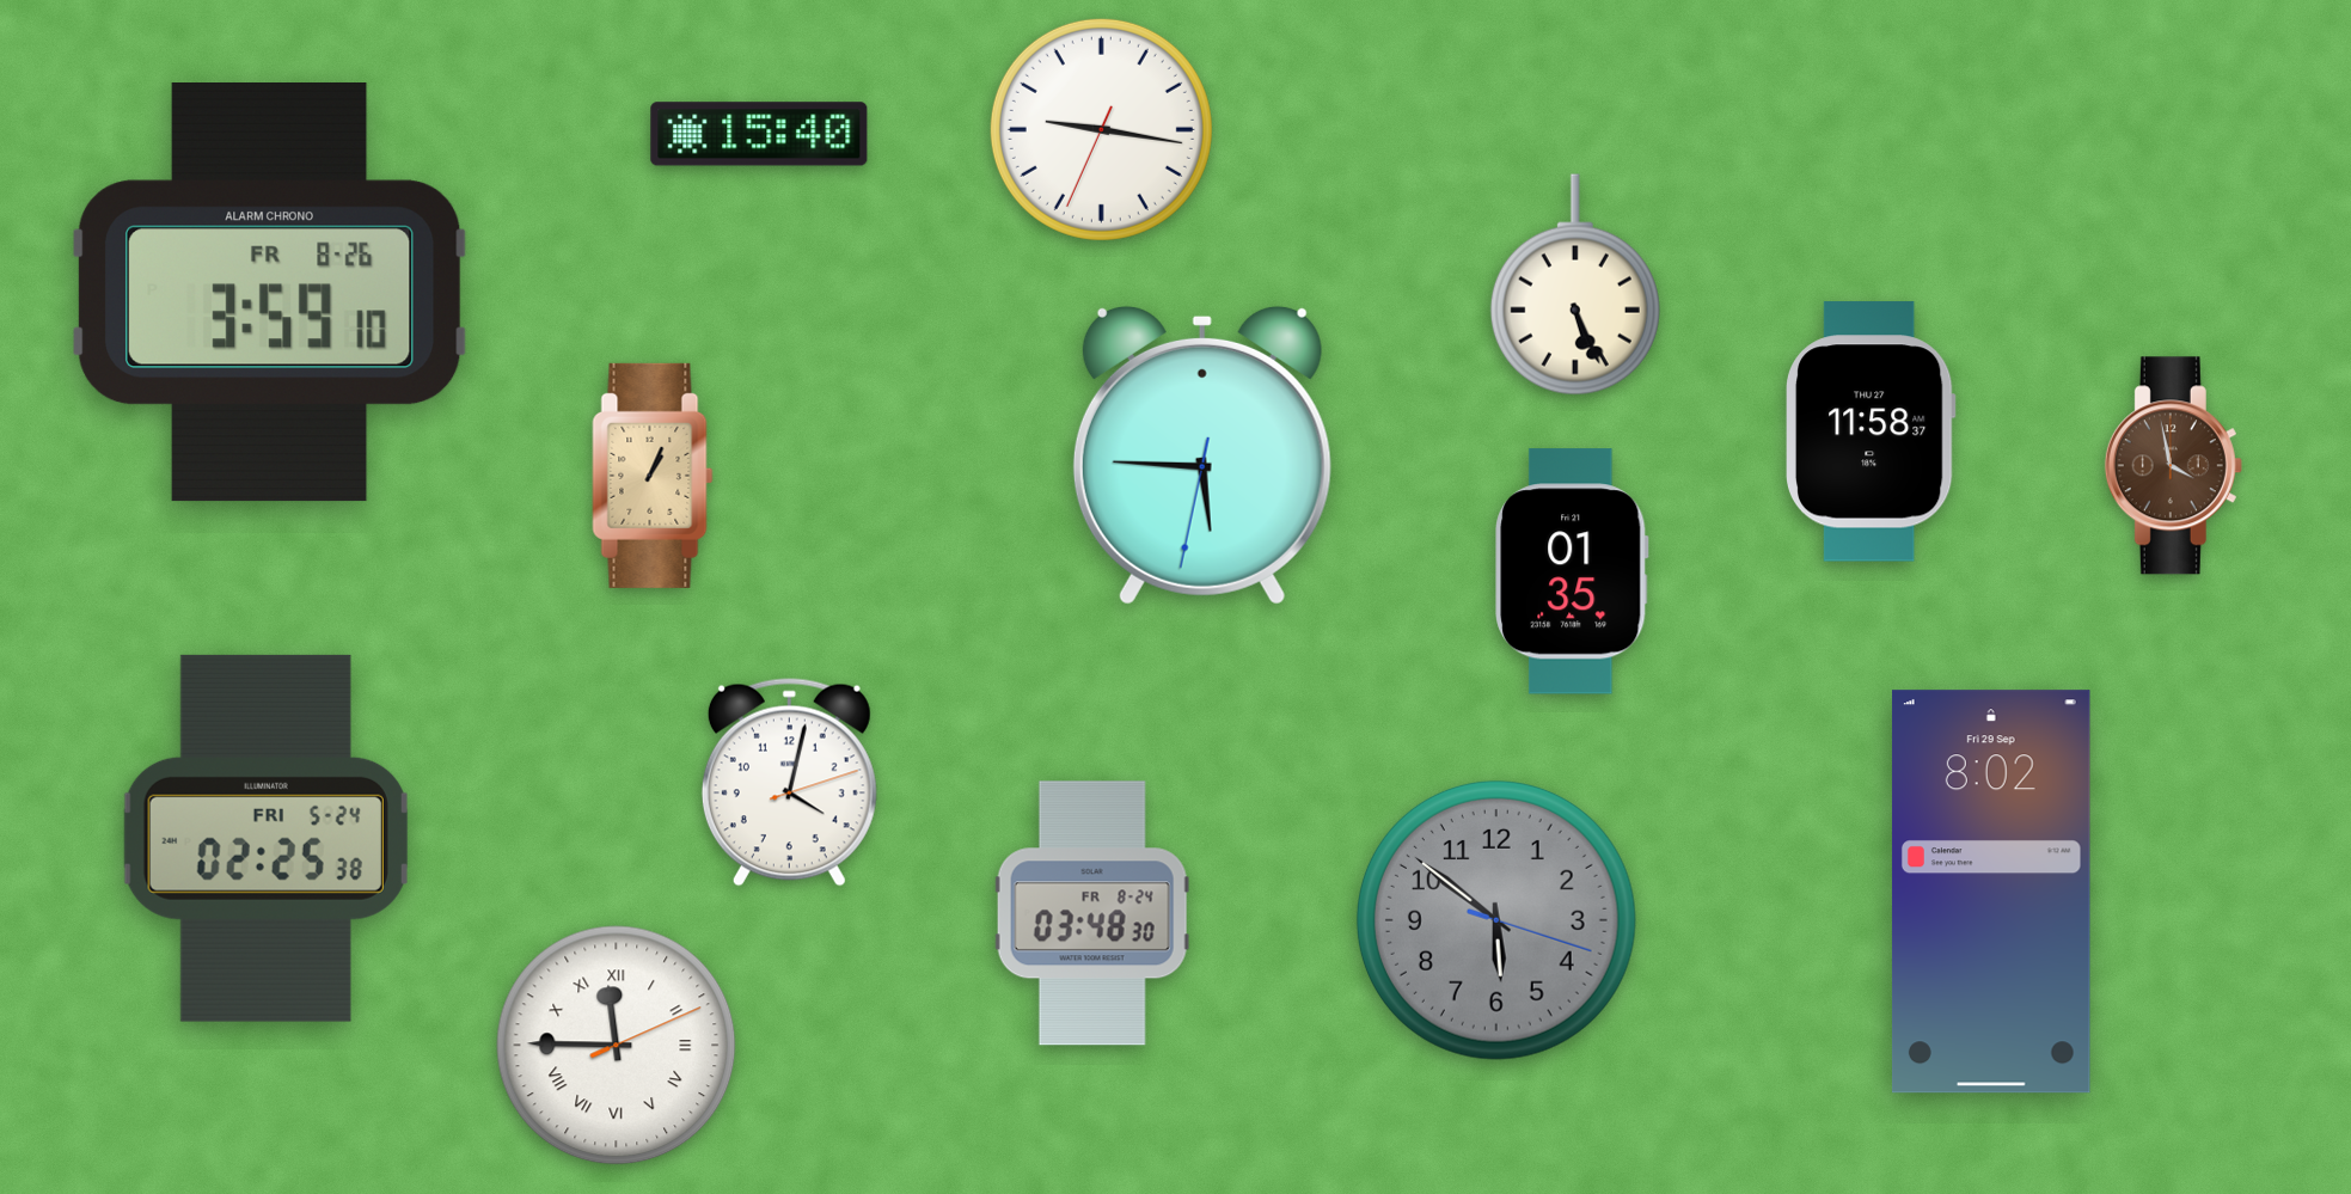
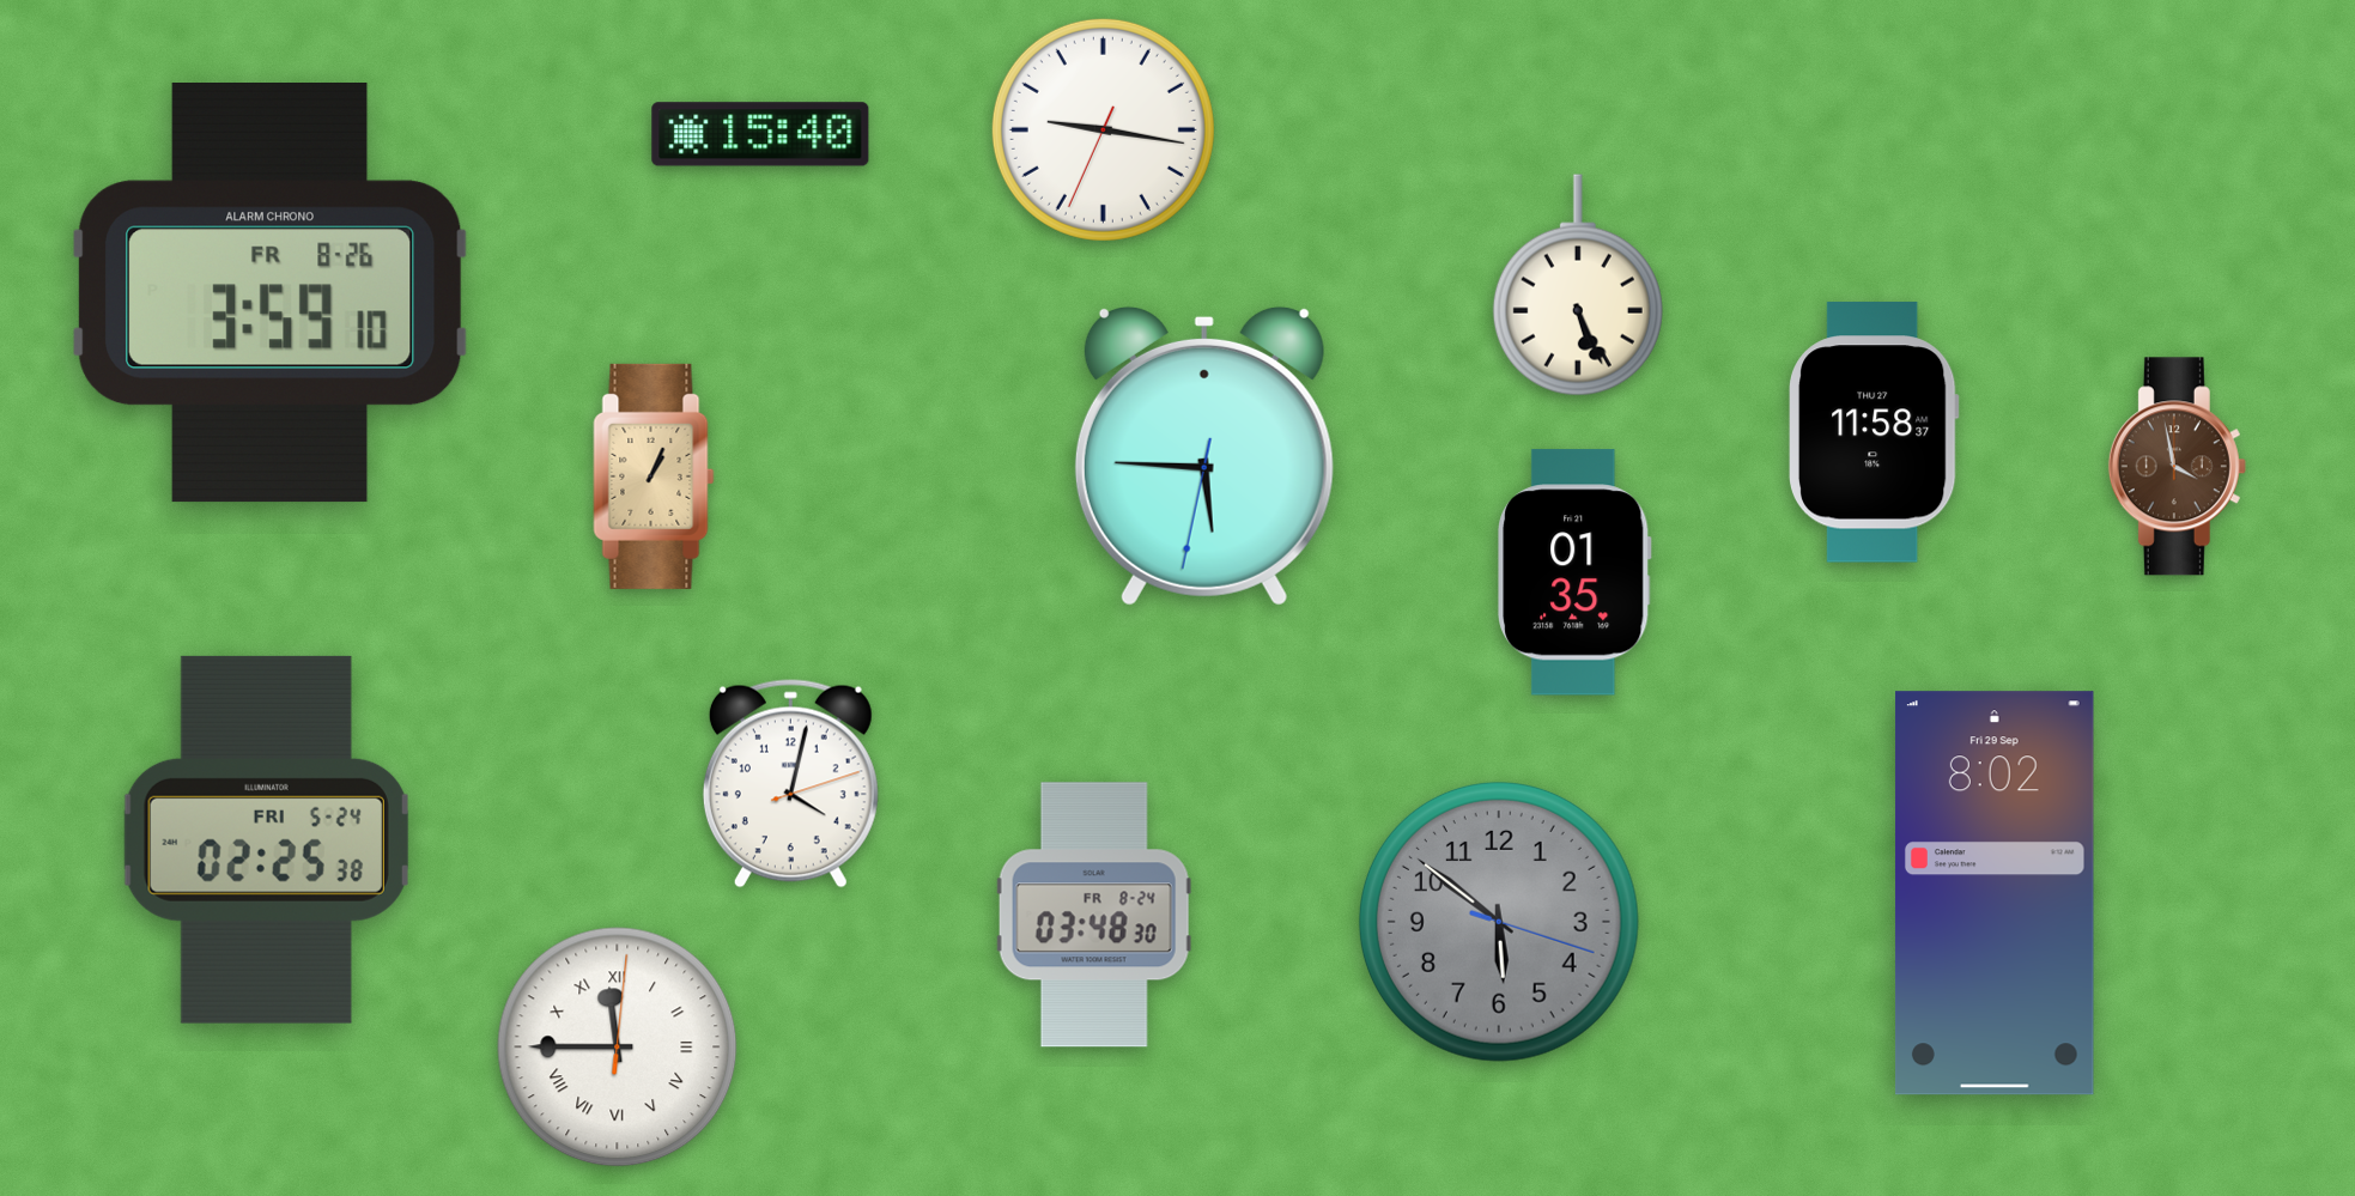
clock at (617, 1046): 11:45:11 -> 11:45:01
